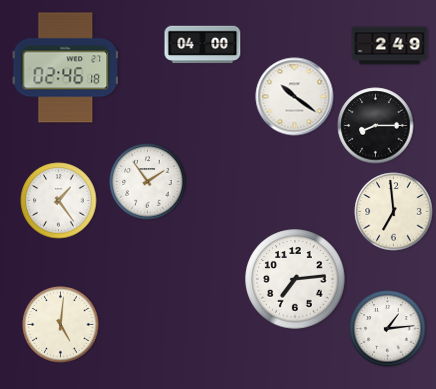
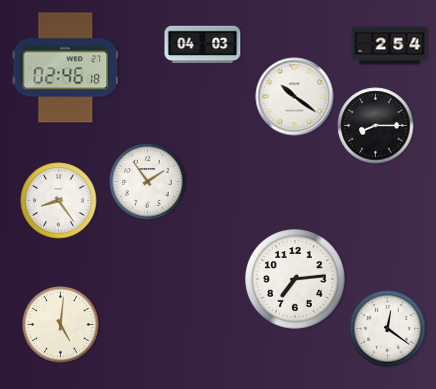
clock at (203, 45): 04:00 -> 04:03
clock at (390, 46): 2:49 -> 2:54
clock at (59, 201): 1:24 -> 8:24
clock at (394, 212): 6:59 -> none
clock at (388, 329): 1:14 -> 12:21
